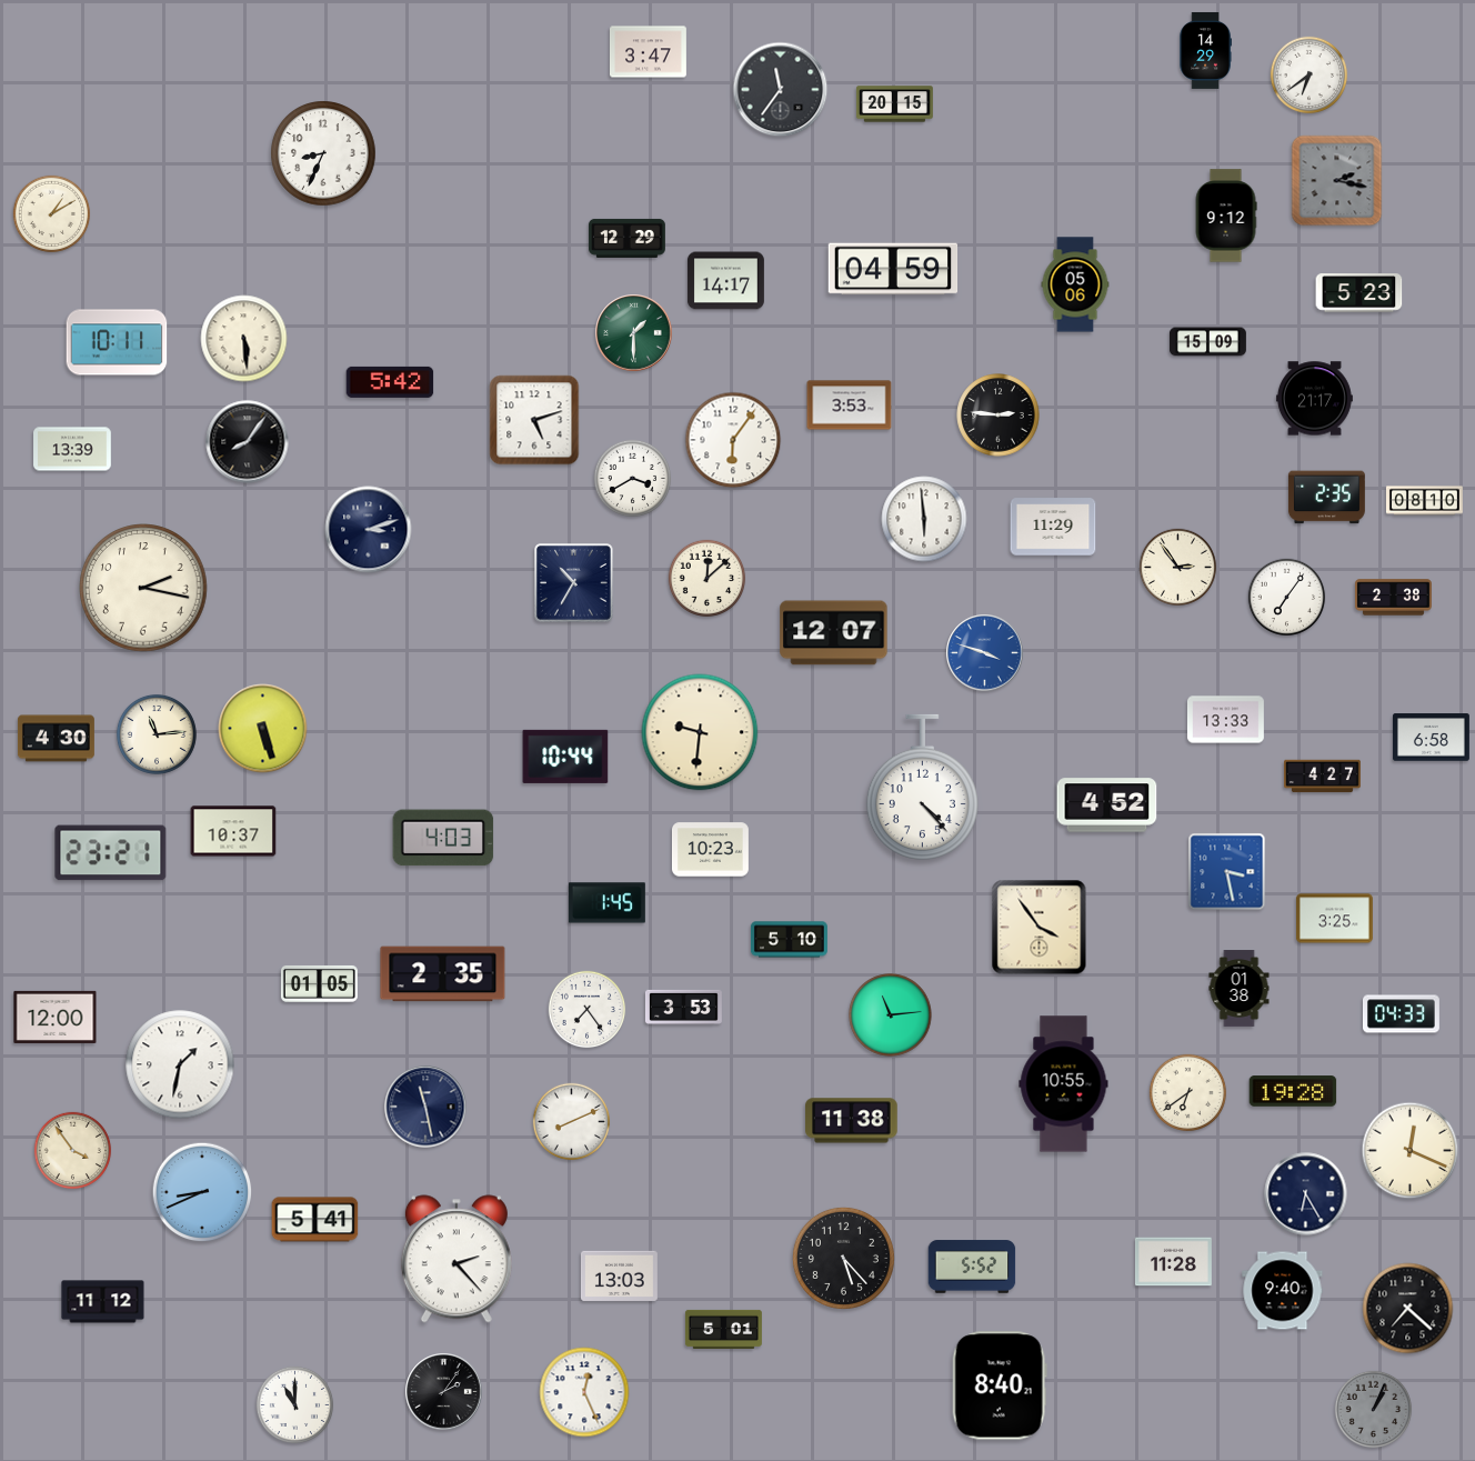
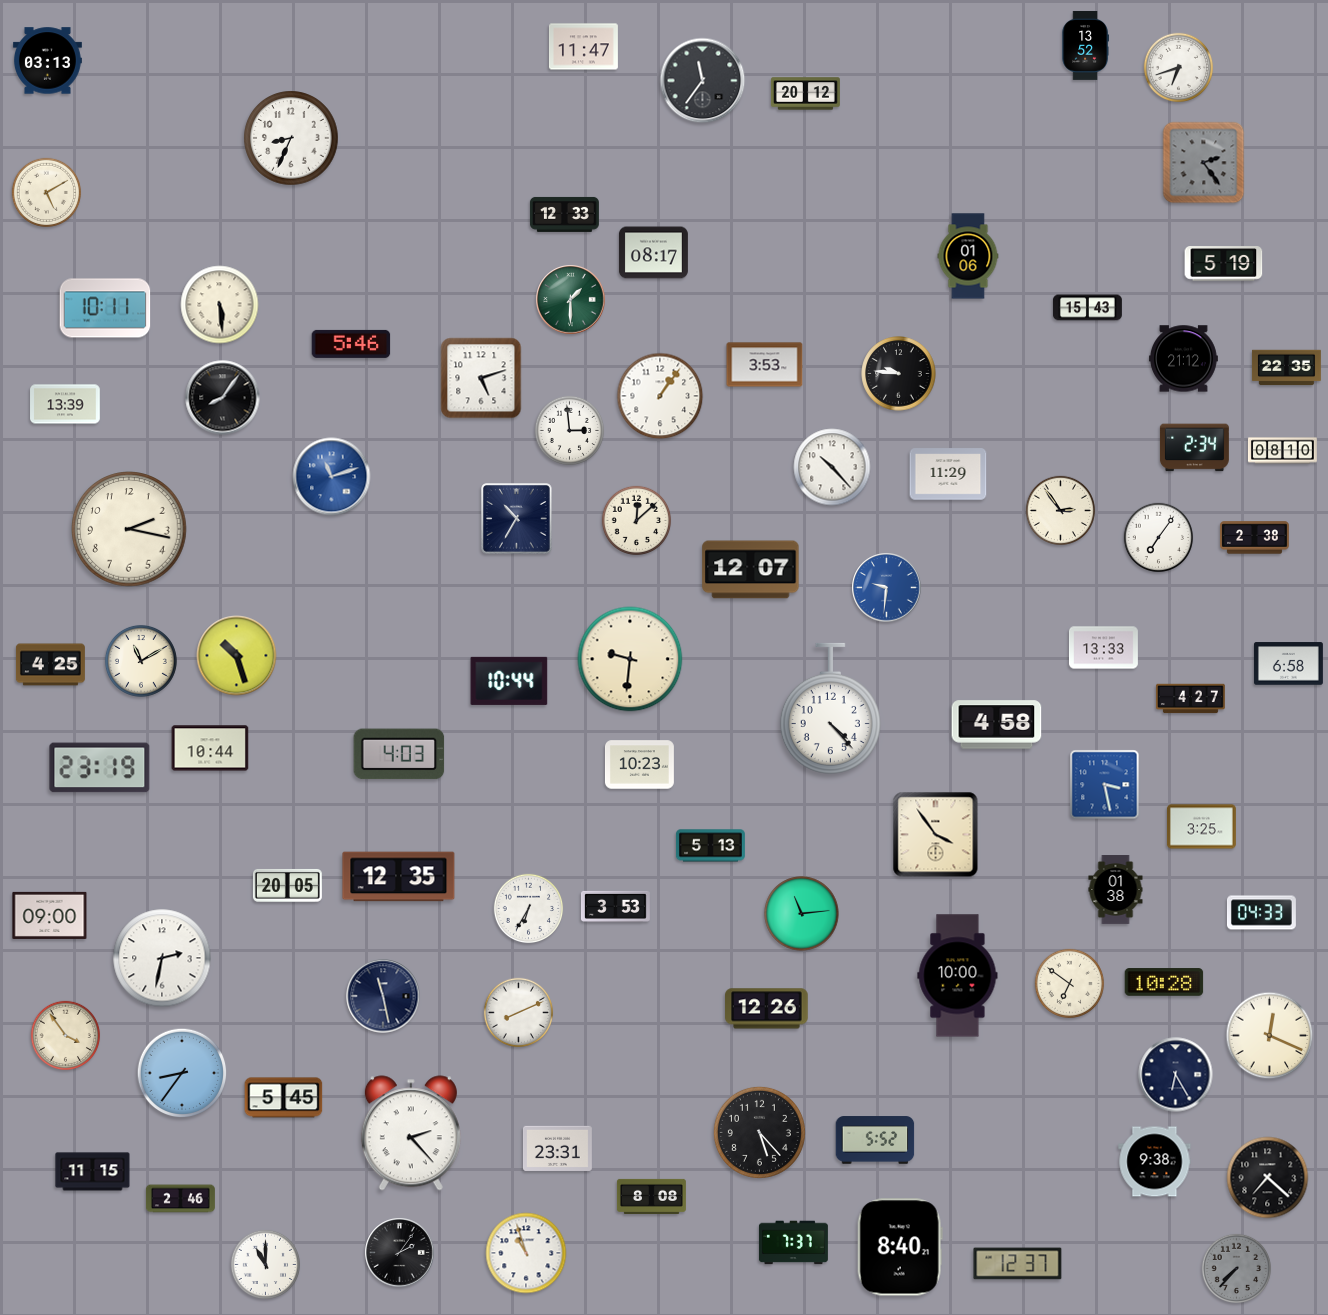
clock at (1205, 50): 14:29 -> 13:52
clock at (648, 52): 3:47 -> 11:47
clock at (47, 61): none -> 03:13
clock at (1310, 76): 6:39 -> 6:42
clock at (894, 104): 20:15 -> 20:12
clock at (1337, 181): 2:17 -> 2:24
clock at (52, 214): 1:10 -> 5:10
clock at (1226, 216): 9:12 -> none
clock at (626, 238): 12:29 -> 12:33
clock at (893, 269): 04:59 -> none
clock at (725, 281): 14:17 -> 08:17
clock at (1075, 284): 05:06 -> 01:06
clock at (1359, 293): 5:23 -> 5:19
clock at (1207, 342): 15:09 -> 15:43
clock at (390, 382): 5:42 -> 5:46
clock at (1314, 399): 21:17 -> 21:12
clock at (1286, 368): none -> 22:35
clock at (999, 416): 2:46 -> 9:46
clock at (733, 440): 6:06 -> 1:06
clock at (633, 479): 3:40 -> 2:59
clock at (1326, 498): 2:35 -> 2:34
clock at (924, 519): 5:59 -> 10:23
clock at (369, 530): 3:12 -> 11:12
clock at (369, 530) dial: navy -> blue
clock at (574, 583) position: (574, 583) -> (517, 519)
clock at (985, 653): 3:48 -> 9:31
clock at (263, 729): 5:27 -> 10:27
clock at (157, 734): 11:14 -> 11:10
clock at (56, 739): 4:30 -> 4:25
clock at (1107, 805): 4:52 -> 4:58
clock at (233, 831): 10:37 -> 10:44
clock at (111, 853): 23:21 -> 23:19
clock at (606, 903): 1:45 -> none
clock at (789, 940): 5:10 -> 5:13
clock at (443, 974): 2:35 -> 12:35
clock at (319, 983): 01:05 -> 20:05
clock at (588, 1010): 7:24 -> 6:35
clock at (56, 1017): 12:00 -> 09:00
clock at (180, 1064): 1:32 -> 2:32
clock at (1064, 1084): 10:55 -> 10:00
clock at (1293, 1091): 19:28 -> 10:28
clock at (1188, 1093): 6:39 -> 6:51
clock at (852, 1121): 11:38 -> 12:26
clock at (572, 1122) position: (572, 1122) -> (519, 1013)
clock at (202, 1192): 8:41 -> 8:36
clock at (315, 1220): 5:41 -> 5:45
clock at (1173, 1262): 11:28 -> none
clock at (619, 1275): 13:03 -> 23:31
clock at (1283, 1291): 9:40 -> 9:38
clock at (103, 1302): 11:12 -> 11:15
clock at (723, 1329): 5:01 -> 8:08
clock at (180, 1199): none -> 2:46
clock at (793, 1243): none -> 7:37
clock at (584, 1392): 12:26 -> 10:57
clock at (1018, 1264): none -> 12:37
clock at (1374, 1410): 1:04 -> 7:37
